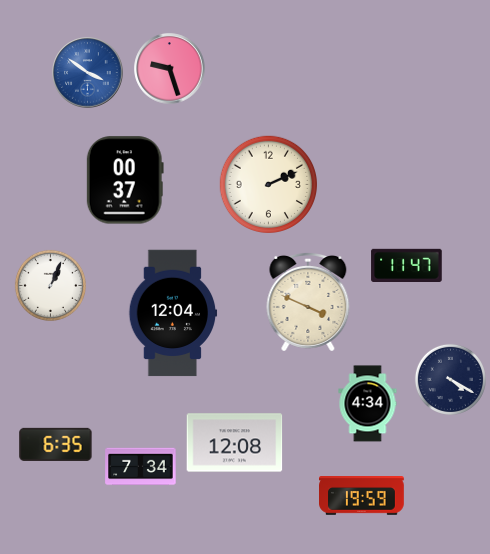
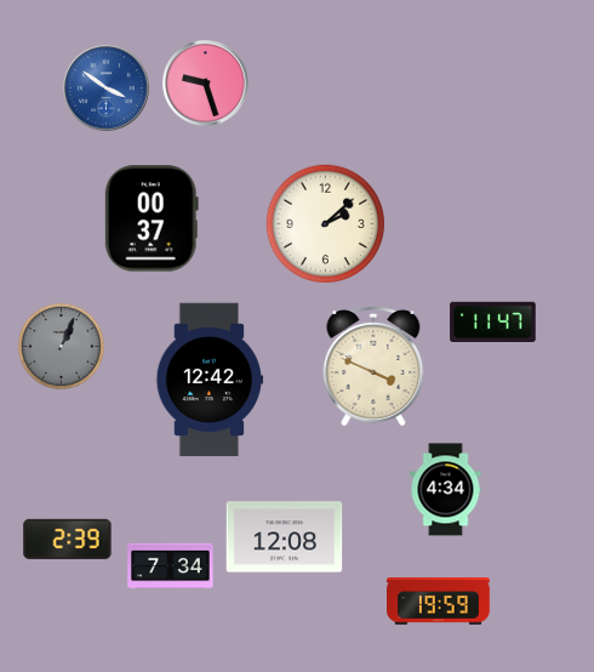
clock at (268, 184): 2:11 -> 2:08
clock at (50, 285) dial: white -> grey
clock at (173, 313): 12:04 -> 12:42
clock at (450, 379): 4:20 -> none
clock at (56, 444): 6:35 -> 2:39
